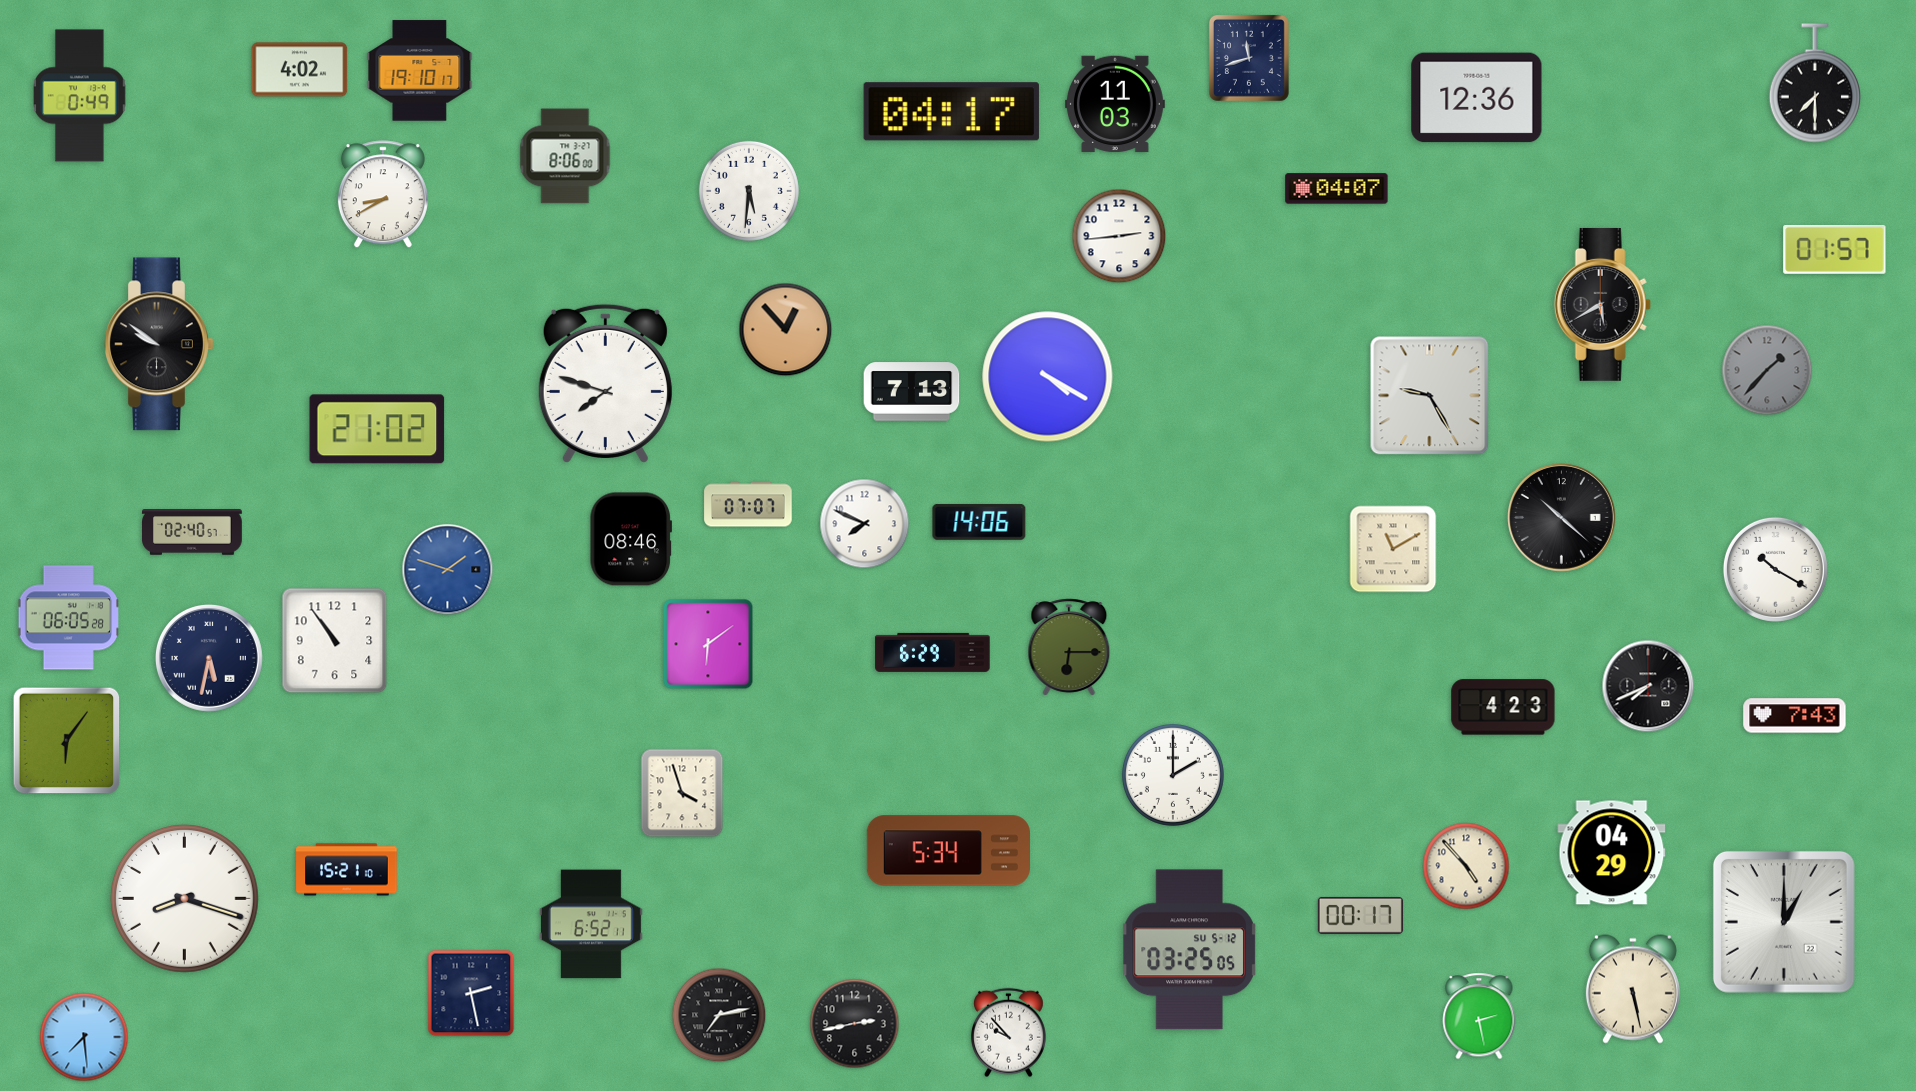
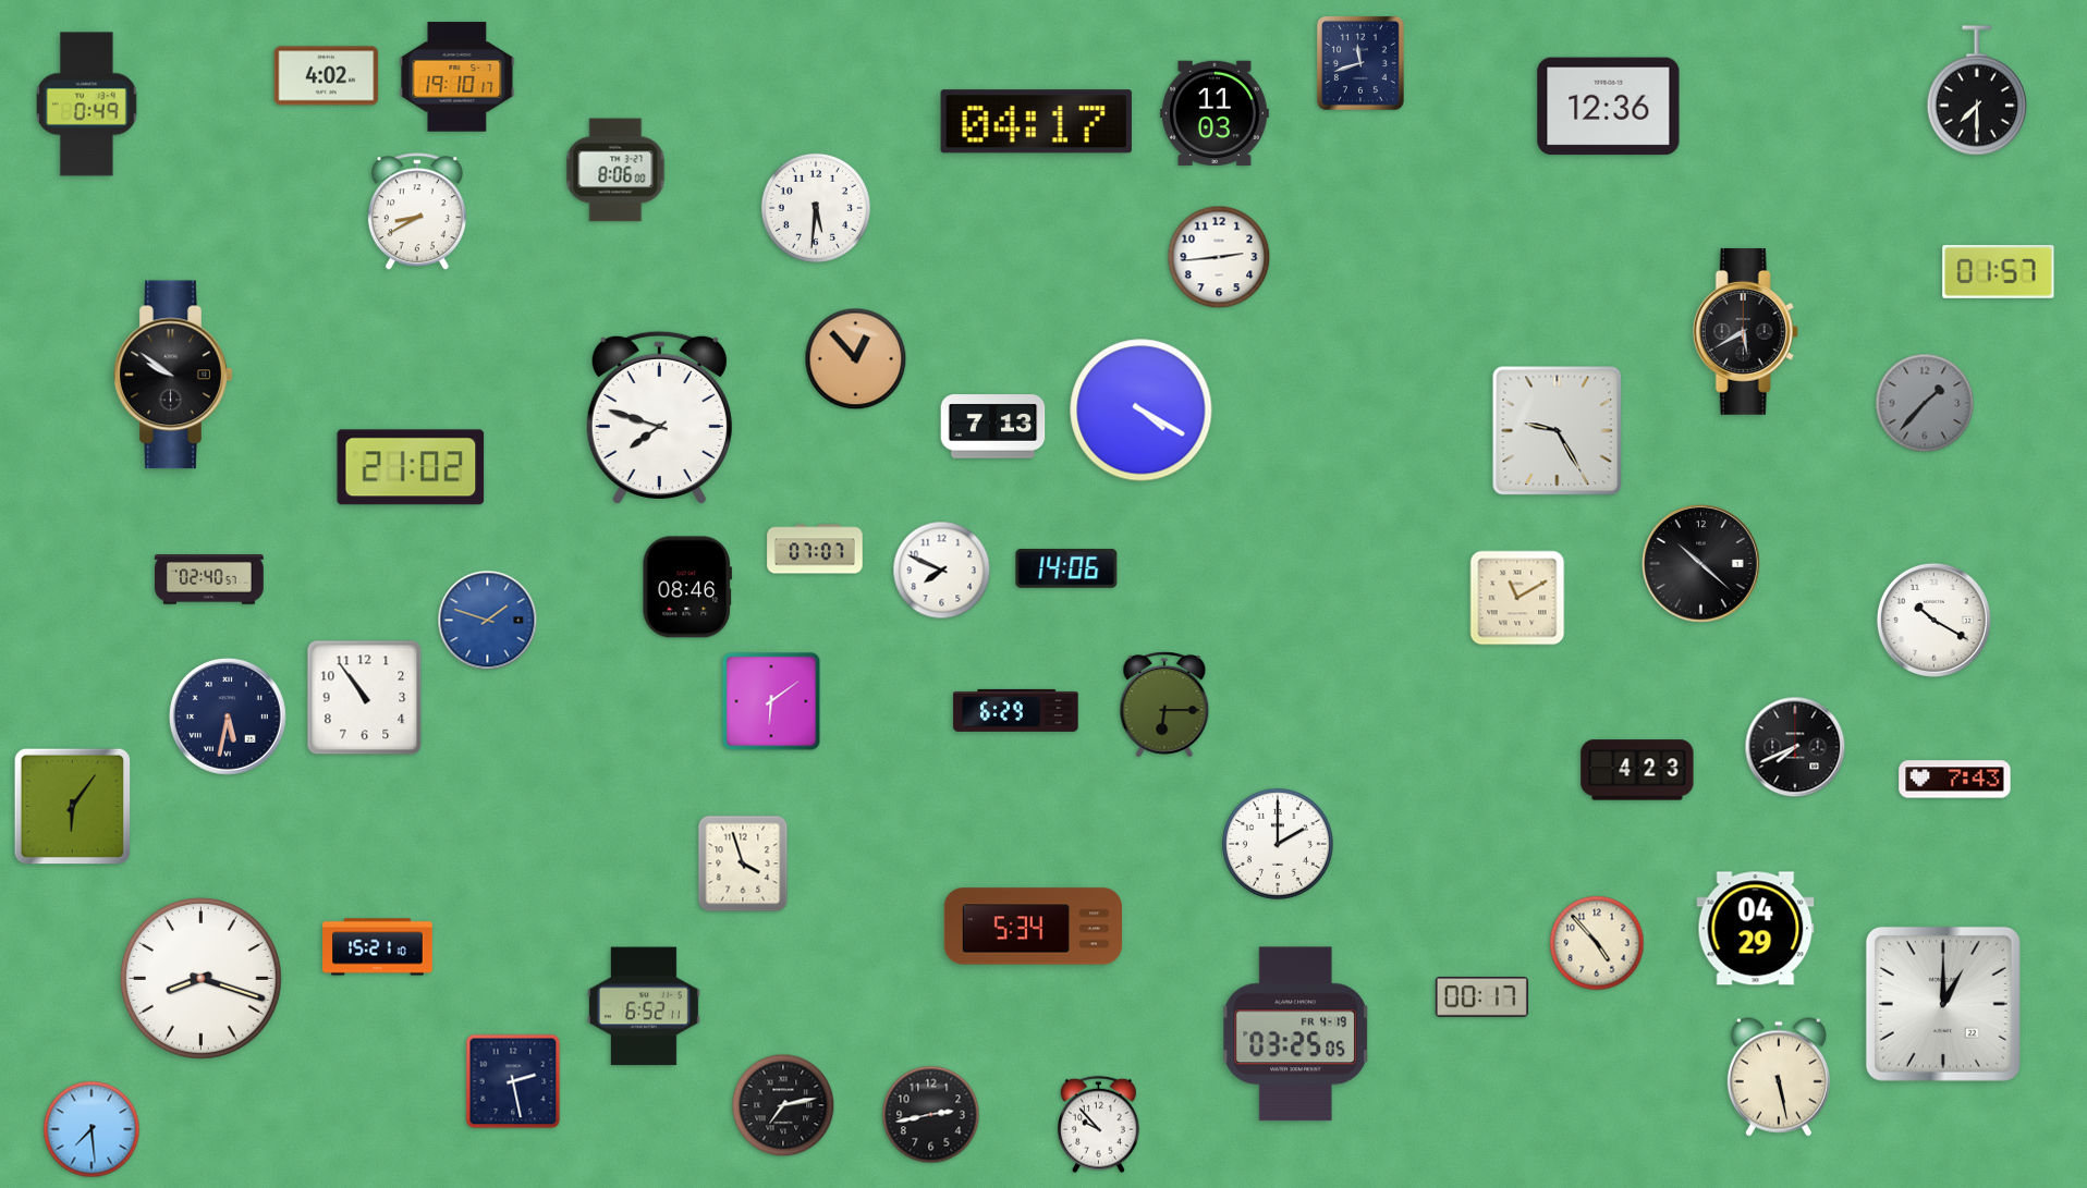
clock at (1337, 189): 04:07 -> none
clock at (69, 618): 06:05 -> none
clock at (1189, 950) date: SU 5-12 -> FR 4-19
clock at (1479, 1016): 2:28 -> none
